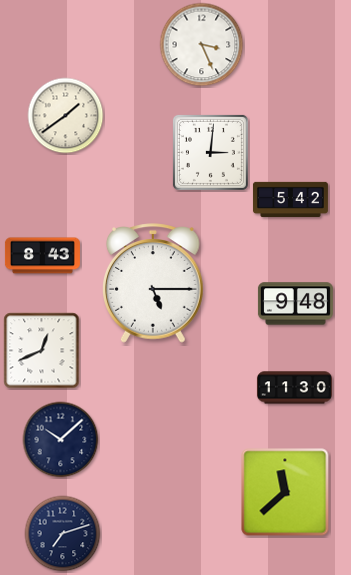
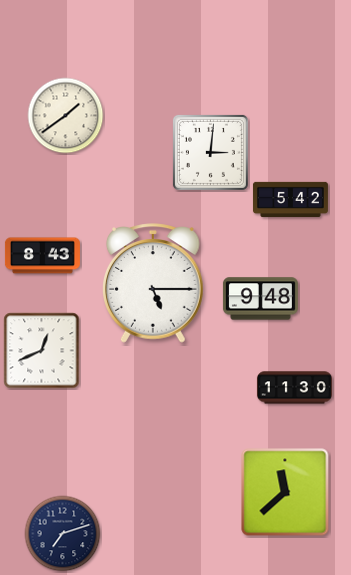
clock at (202, 45): 3:26 -> none
clock at (295, 304) position: (295, 304) -> (260, 299)
clock at (61, 440): 10:08 -> none
